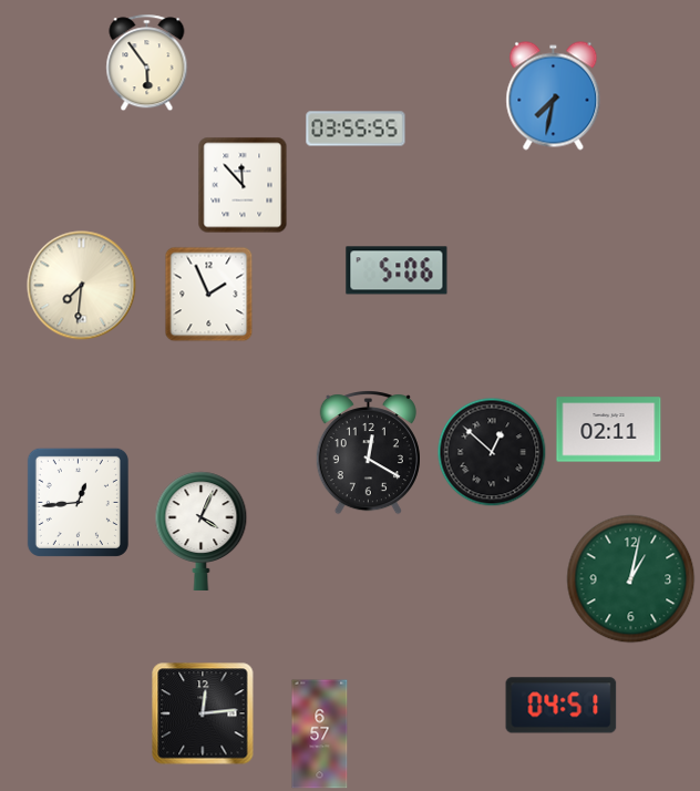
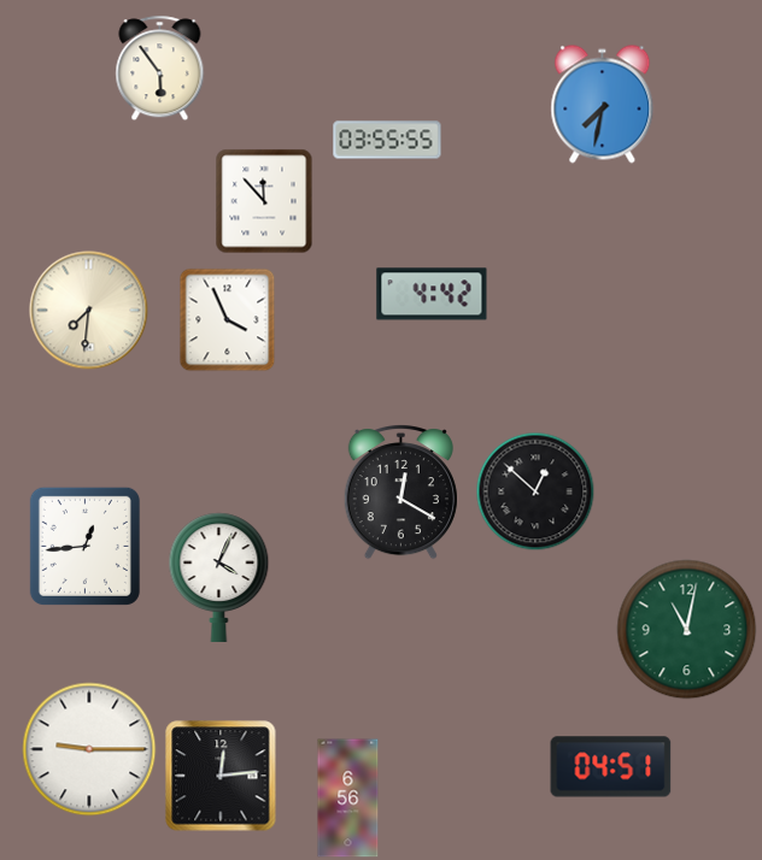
clock at (397, 270): 5:06 -> 4:42
clock at (209, 295): 1:56 -> 3:56
clock at (609, 430): 02:11 -> none
clock at (631, 579): 1:02 -> 11:02
clock at (89, 749): none -> 9:15
clock at (320, 734): 6:57 -> 6:56
